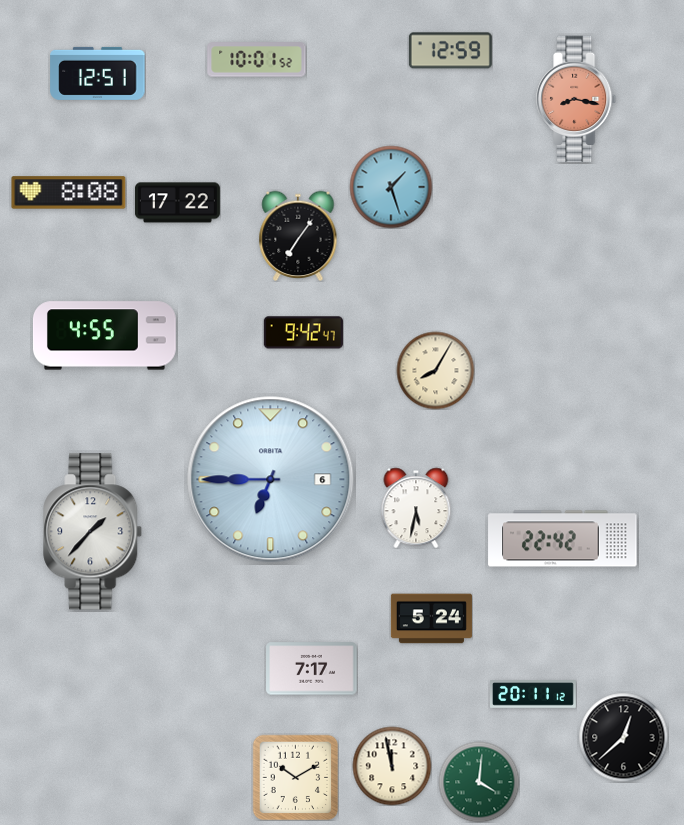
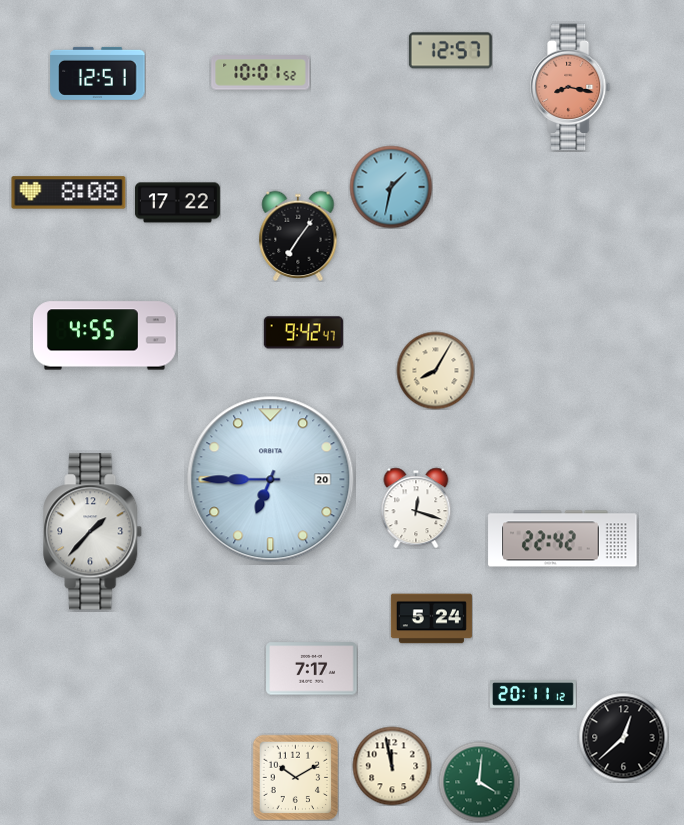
clock at (450, 51): 12:59 -> 12:57
clock at (257, 60) position: (257, 60) -> (261, 73)
clock at (577, 99) position: (577, 99) -> (571, 87)
clock at (391, 187): 1:27 -> 1:32
clock at (271, 480) date: 6 -> 20
clock at (416, 508): 5:32 -> 12:18
